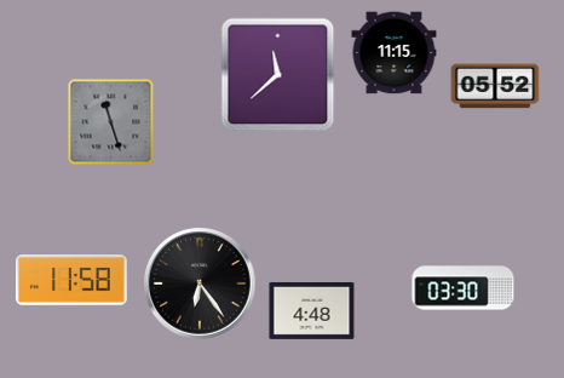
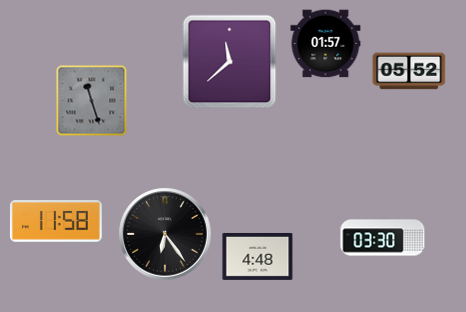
clock at (395, 53): 11:15 -> 01:57
clock at (71, 280) position: (71, 280) -> (56, 221)
